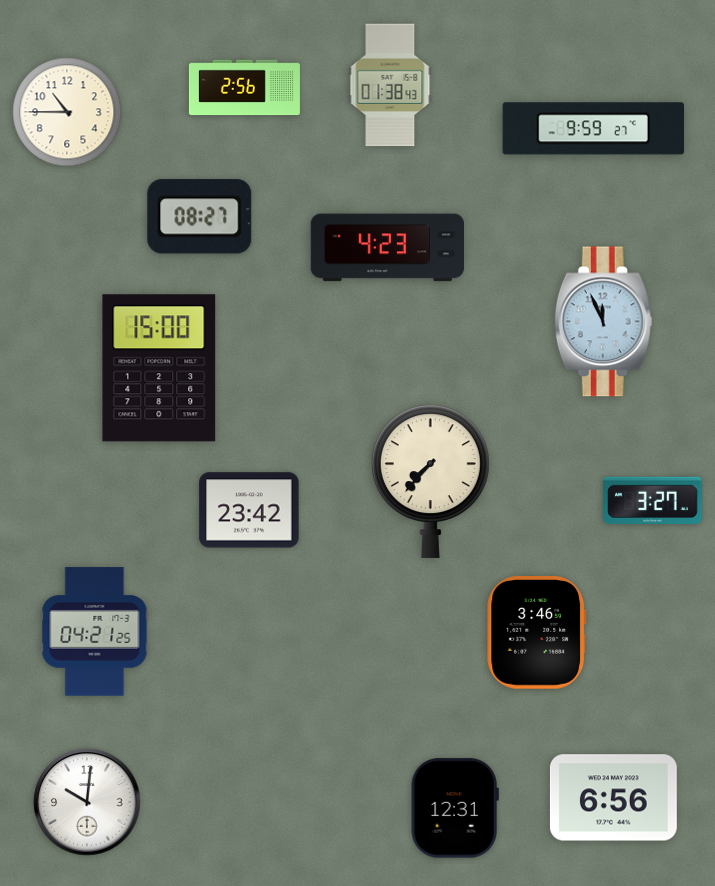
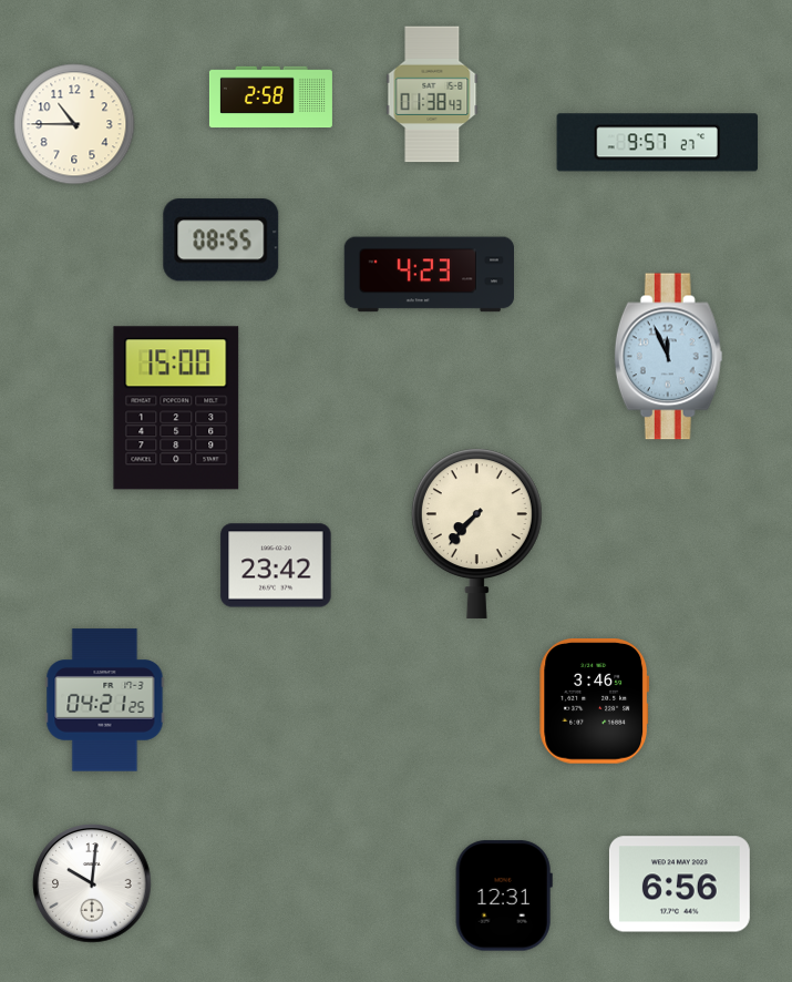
clock at (244, 88): 2:56 -> 2:58
clock at (594, 129): 9:59 -> 9:57
clock at (200, 217): 08:27 -> 08:55
clock at (653, 500): 3:27 -> none
clock at (87, 802) position: (87, 802) -> (92, 883)
